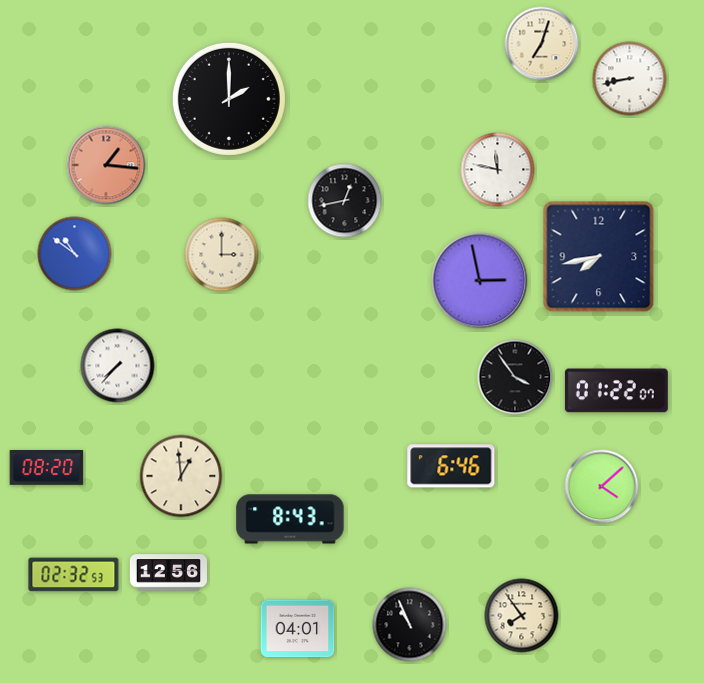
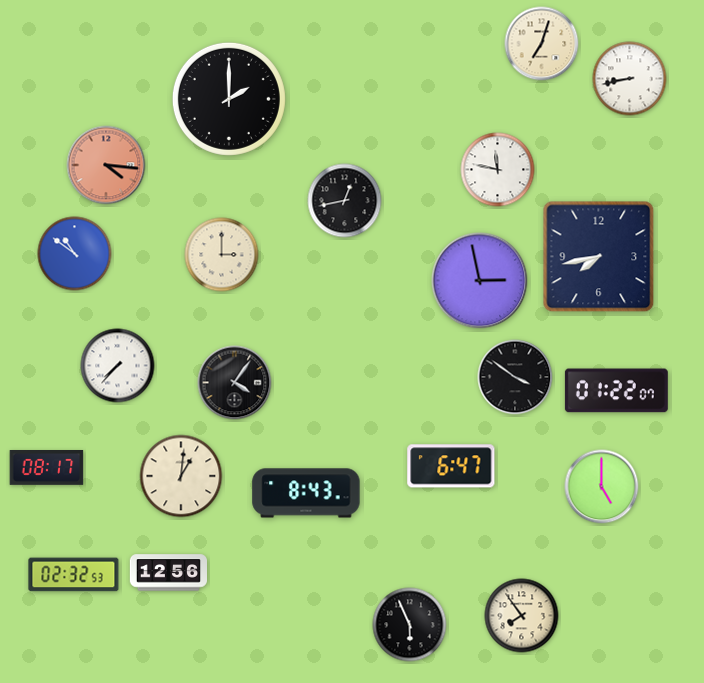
clock at (106, 165): 1:16 -> 4:16
clock at (515, 377): 3:54 -> 3:51
clock at (235, 383): none -> 4:06
clock at (451, 466): 6:46 -> 6:47
clock at (47, 468): 08:20 -> 08:17
clock at (181, 476): 12:59 -> 1:01
clock at (602, 487): 4:08 -> 5:00
clock at (290, 519) position: (290, 519) -> (306, 493)
clock at (410, 625): 10:56 -> 5:56
clock at (298, 629): 04:01 -> none
